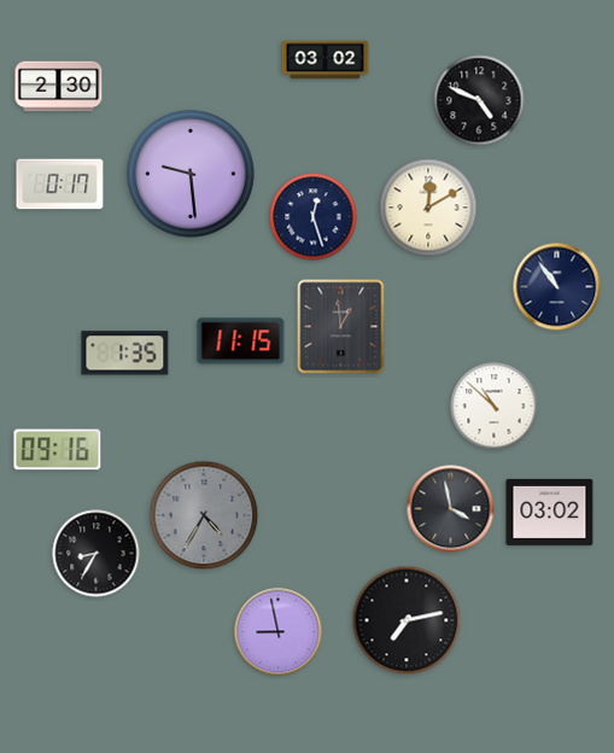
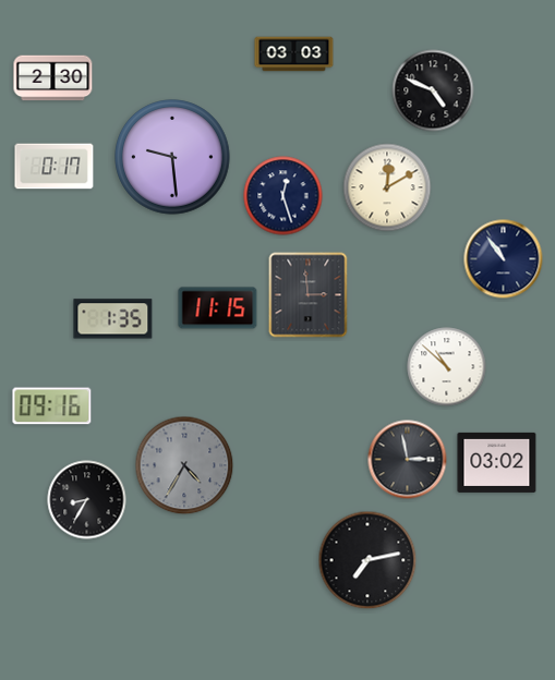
clock at (326, 60): 03:02 -> 03:03
clock at (341, 327): 12:59 -> 2:59
clock at (451, 509): 3:58 -> 2:58
clock at (279, 632): 8:58 -> none
